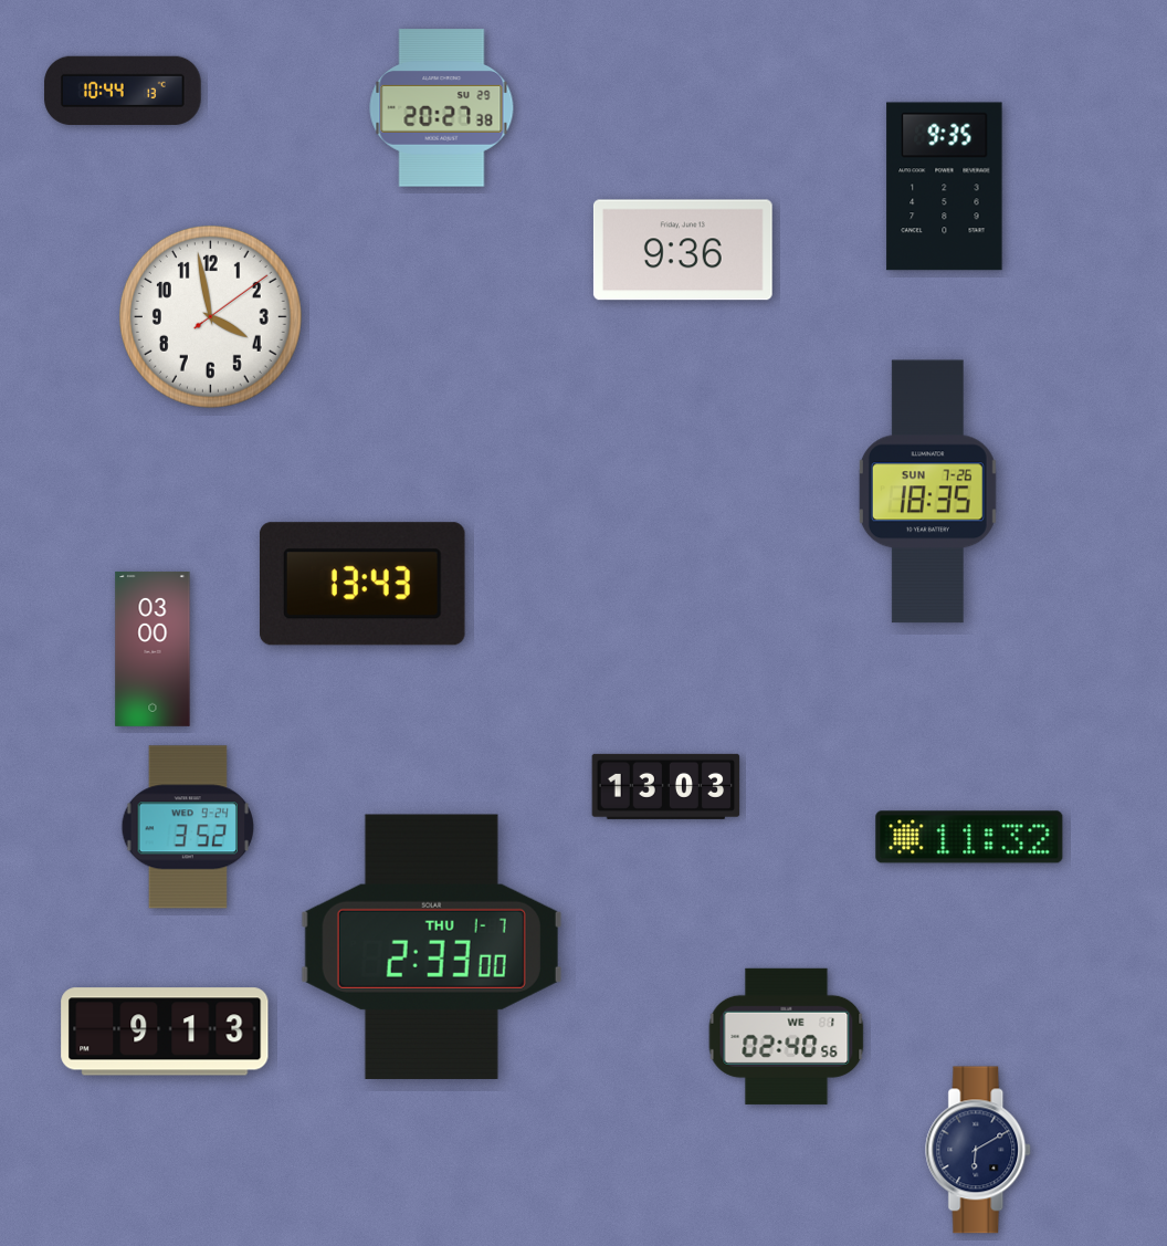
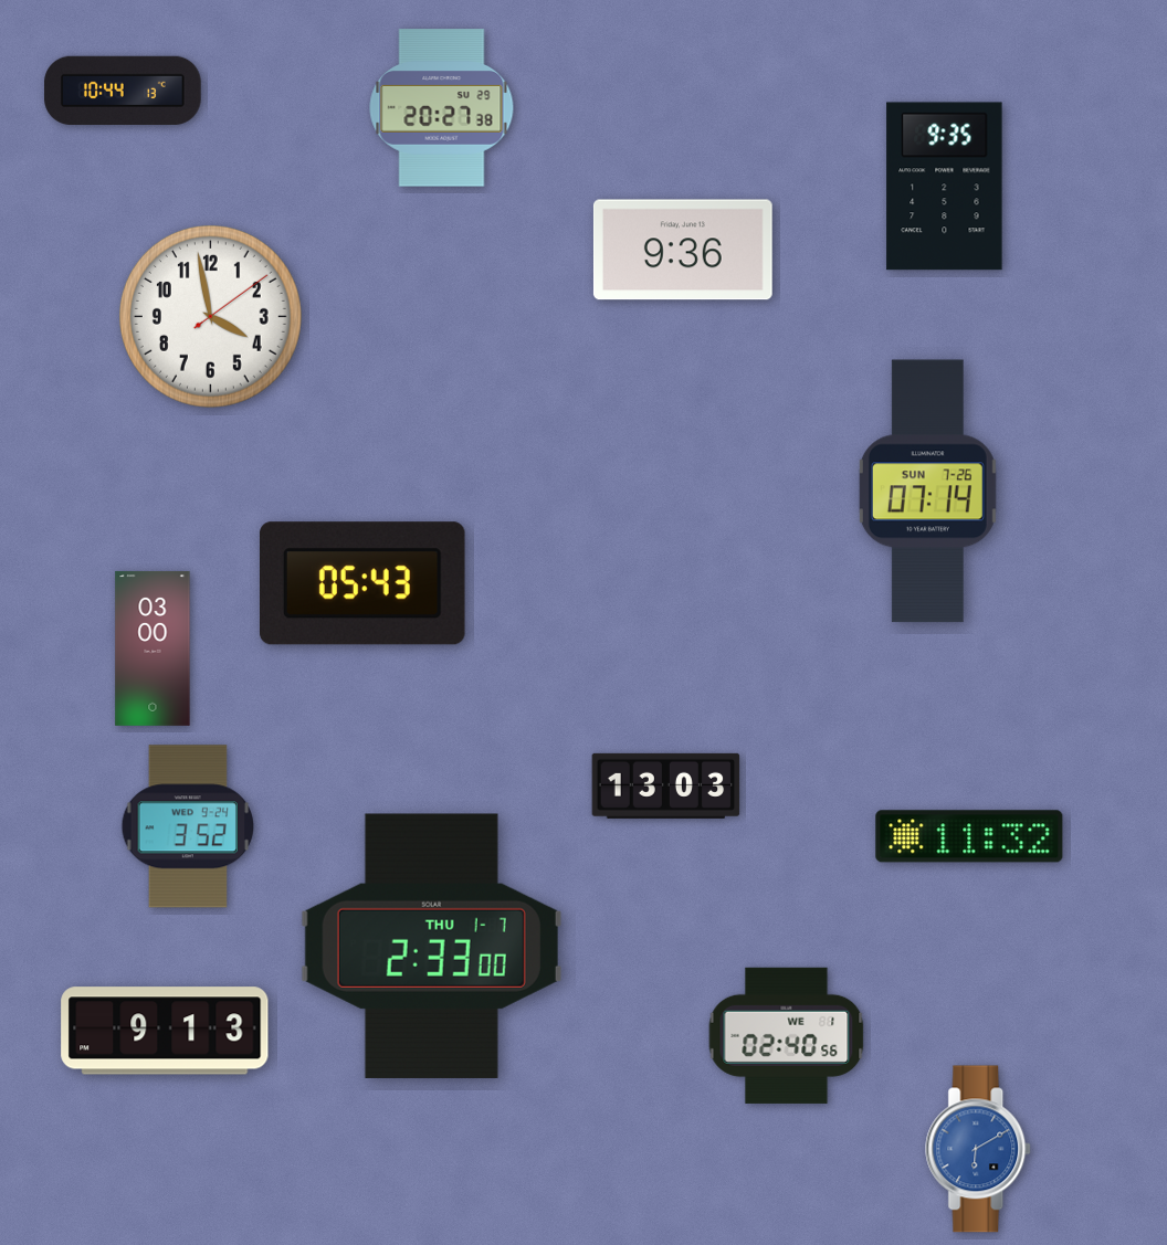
clock at (927, 492): 18:35 -> 07:14
clock at (364, 584): 13:43 -> 05:43
clock at (979, 1150) dial: navy -> blue
